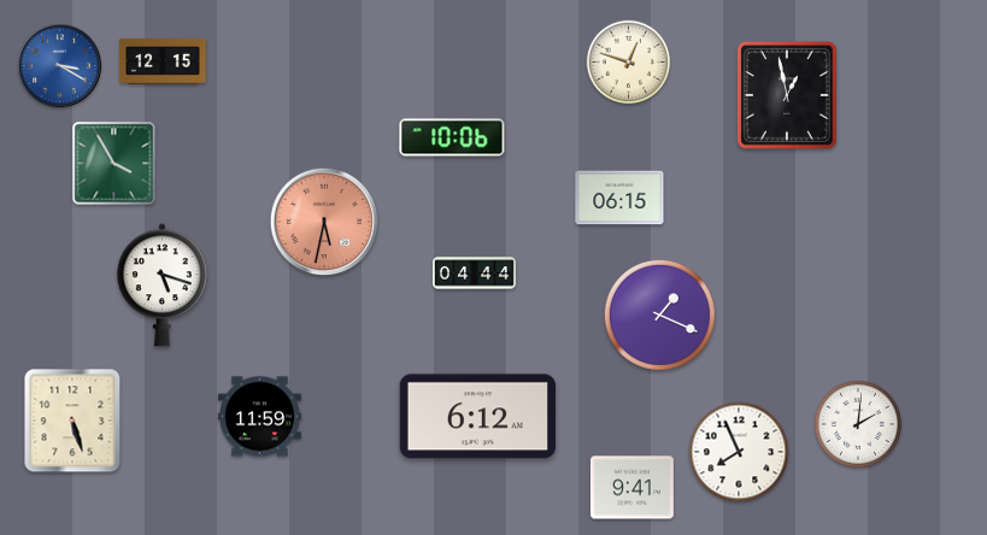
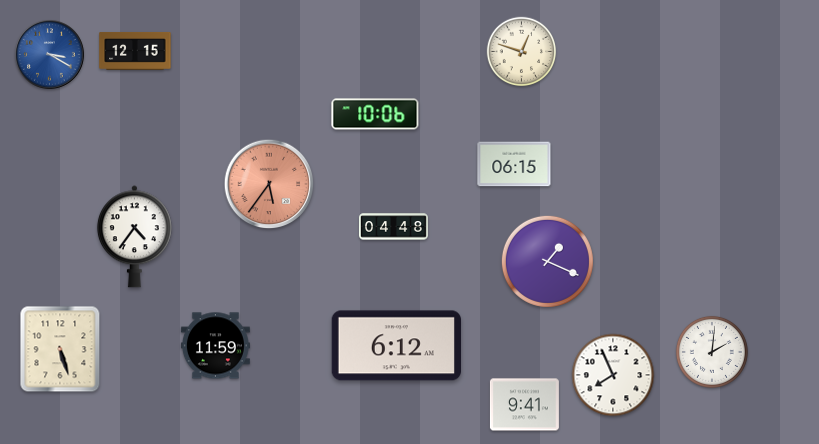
clock at (787, 96): 12:58 -> none
clock at (114, 164): 3:55 -> none
clock at (324, 222): 5:32 -> 5:36
clock at (474, 274): 04:44 -> 04:48
clock at (161, 286): 5:18 -> 4:36
